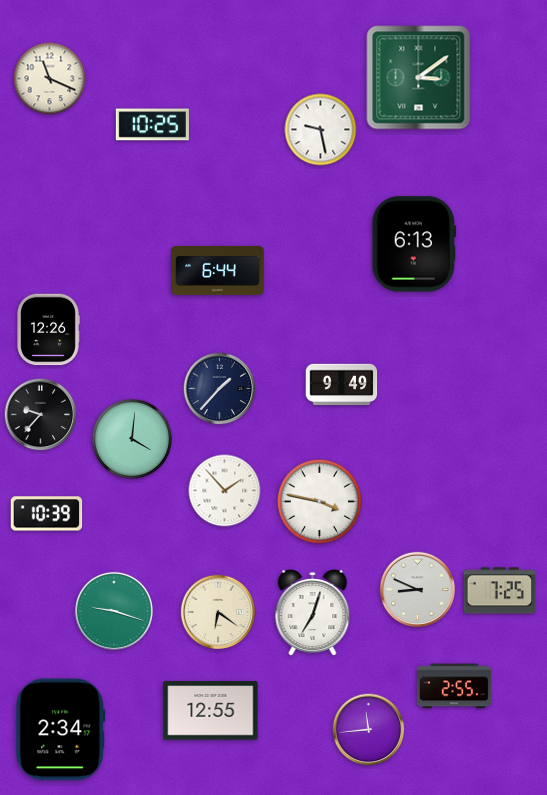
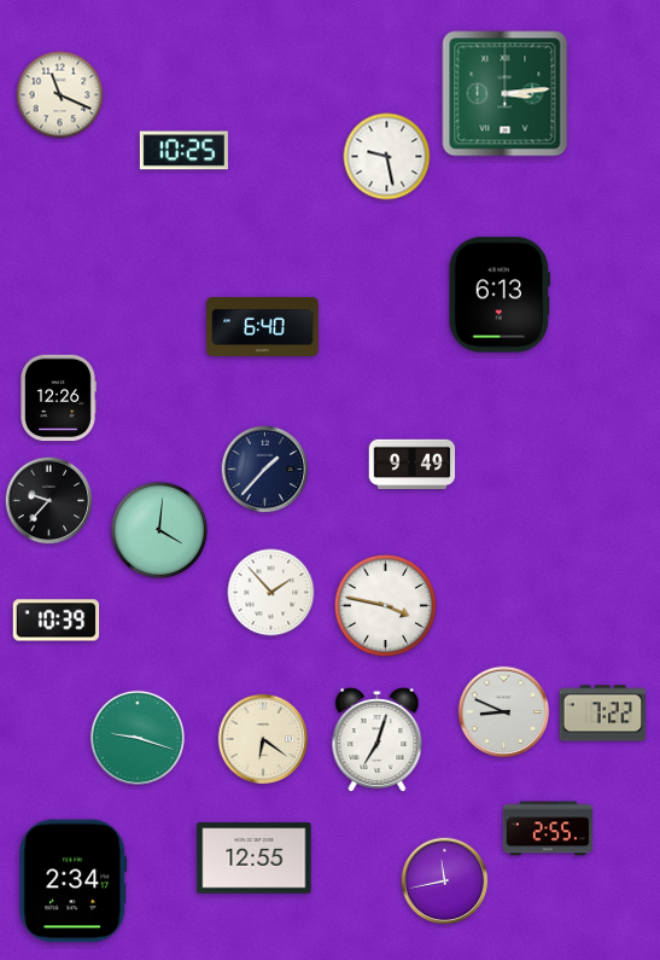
clock at (419, 78): 3:09 -> 3:14
clock at (218, 270): 6:44 -> 6:40
clock at (500, 591): 7:25 -> 7:22
clock at (369, 730): 11:44 -> 11:43
